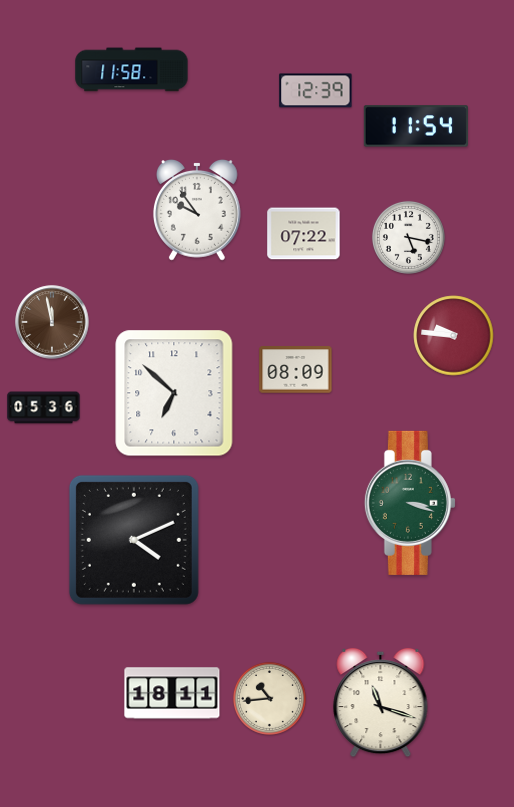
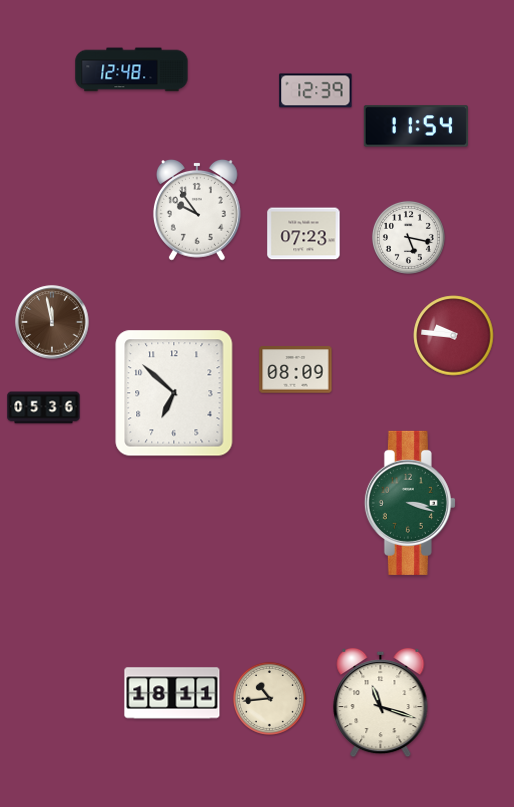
clock at (132, 70): 11:58 -> 12:48
clock at (304, 234): 07:22 -> 07:23
clock at (134, 540): 4:11 -> none
